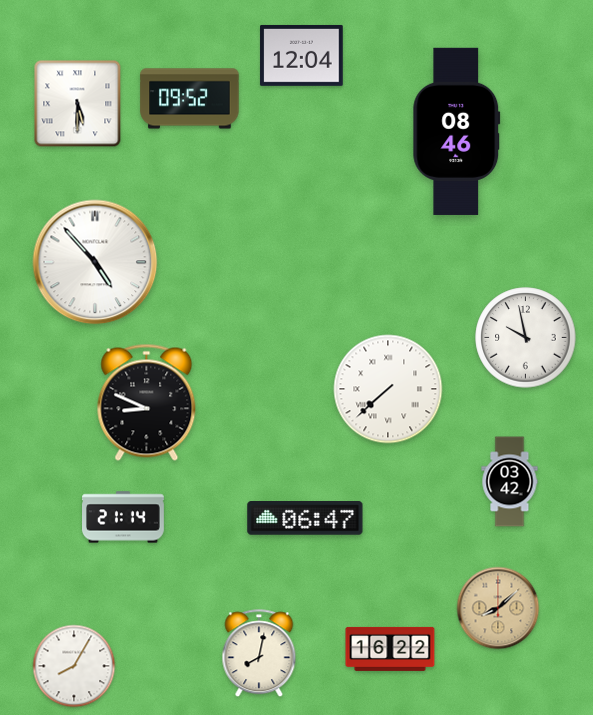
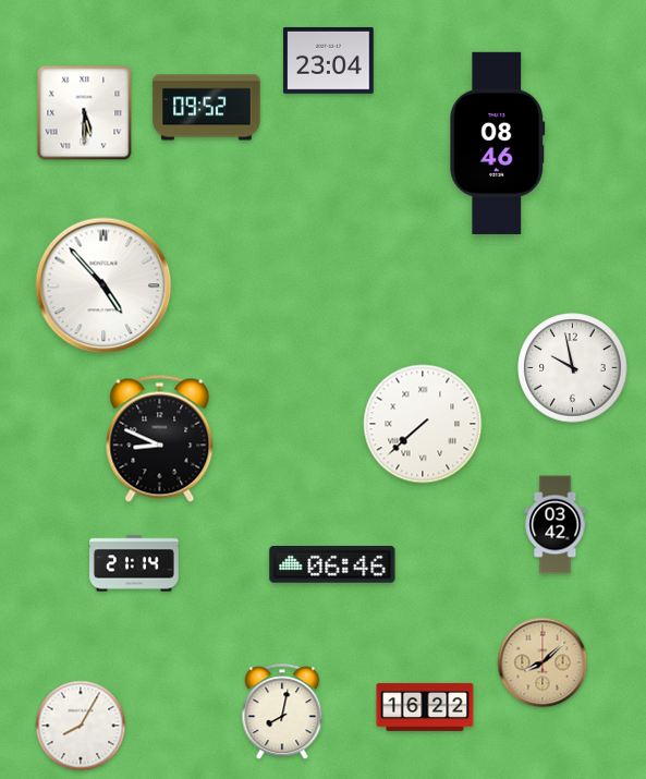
clock at (302, 56): 12:04 -> 23:04
clock at (305, 519): 06:47 -> 06:46
